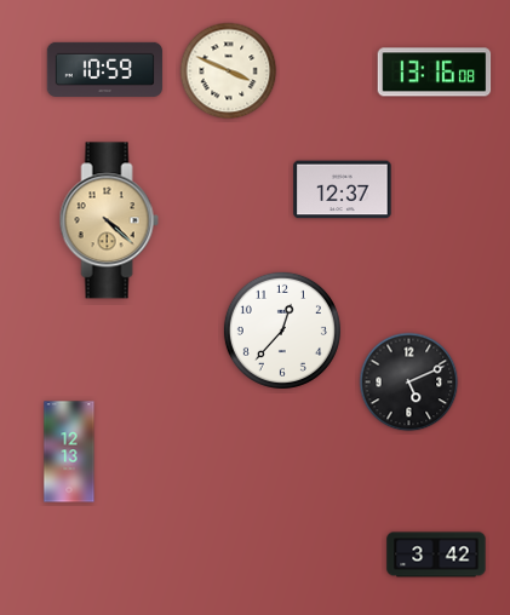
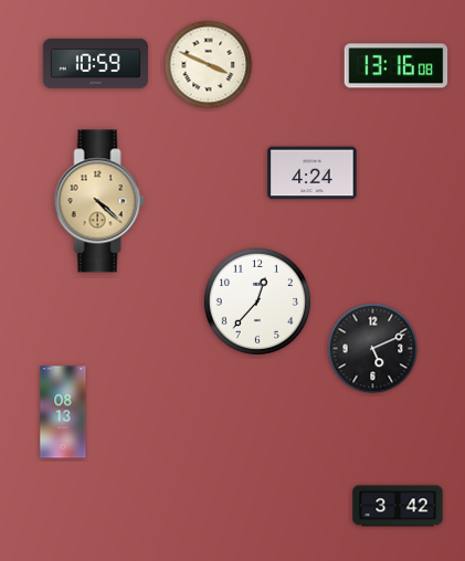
clock at (343, 190): 12:37 -> 4:24
clock at (69, 452): 12:13 -> 08:13
